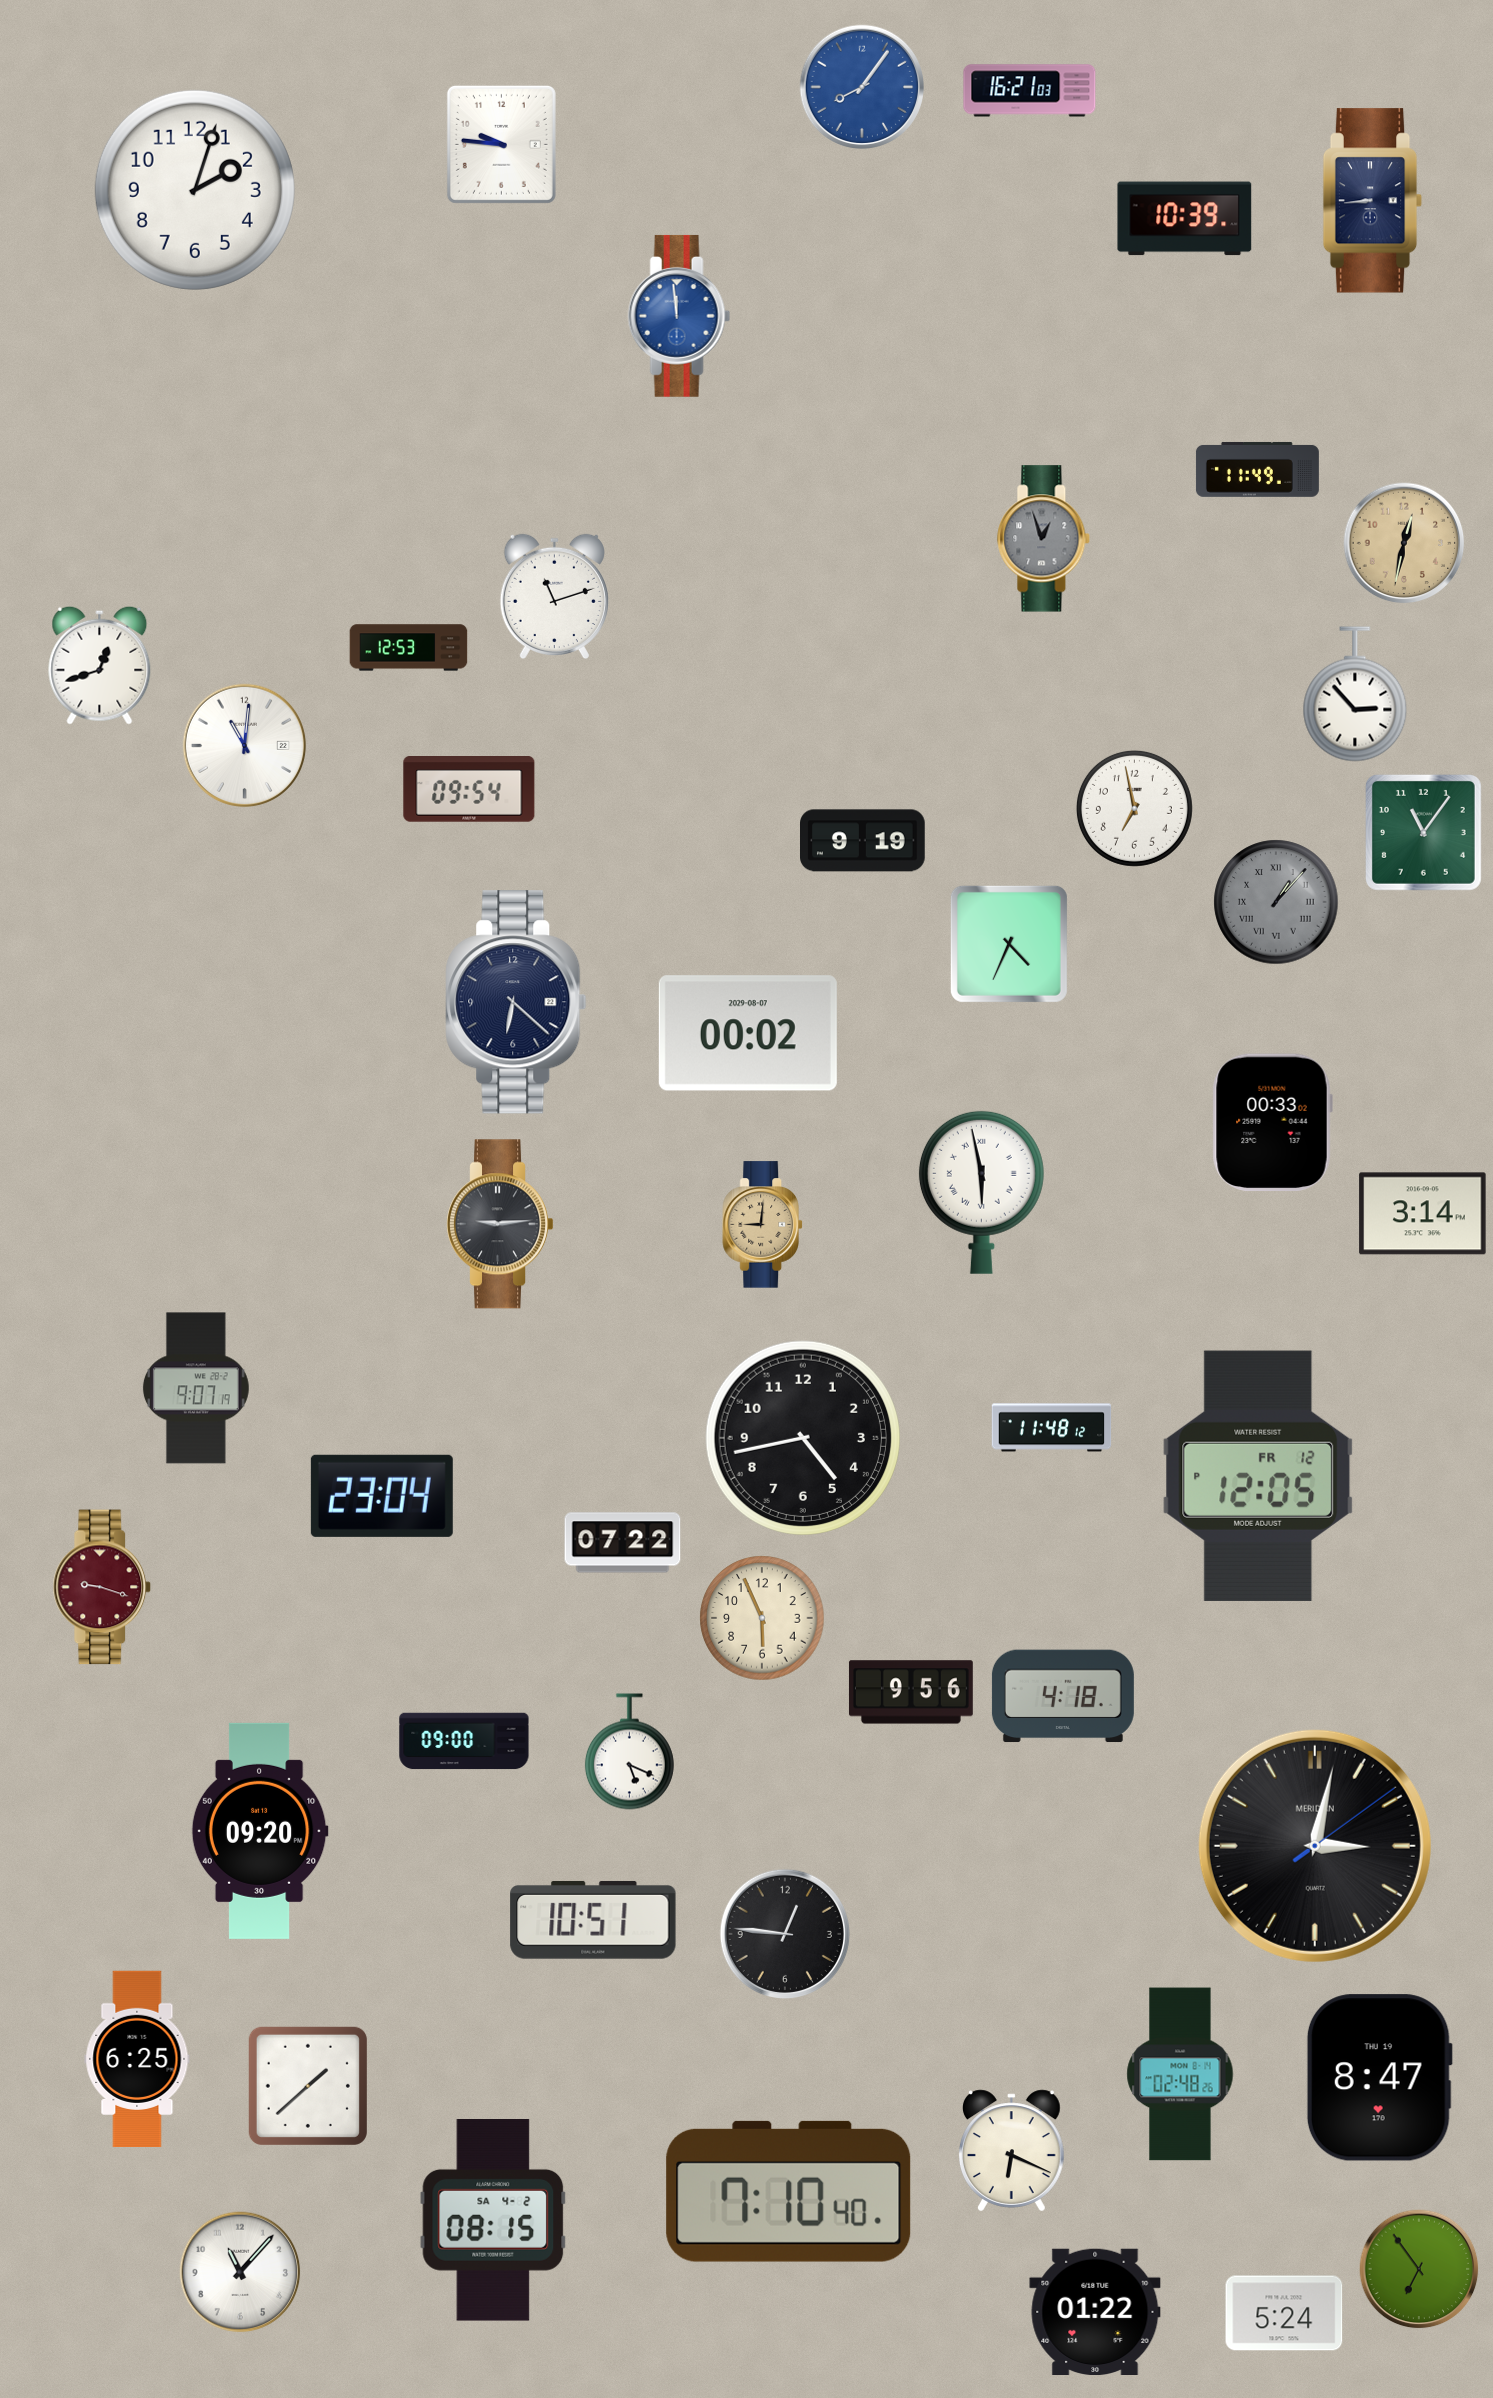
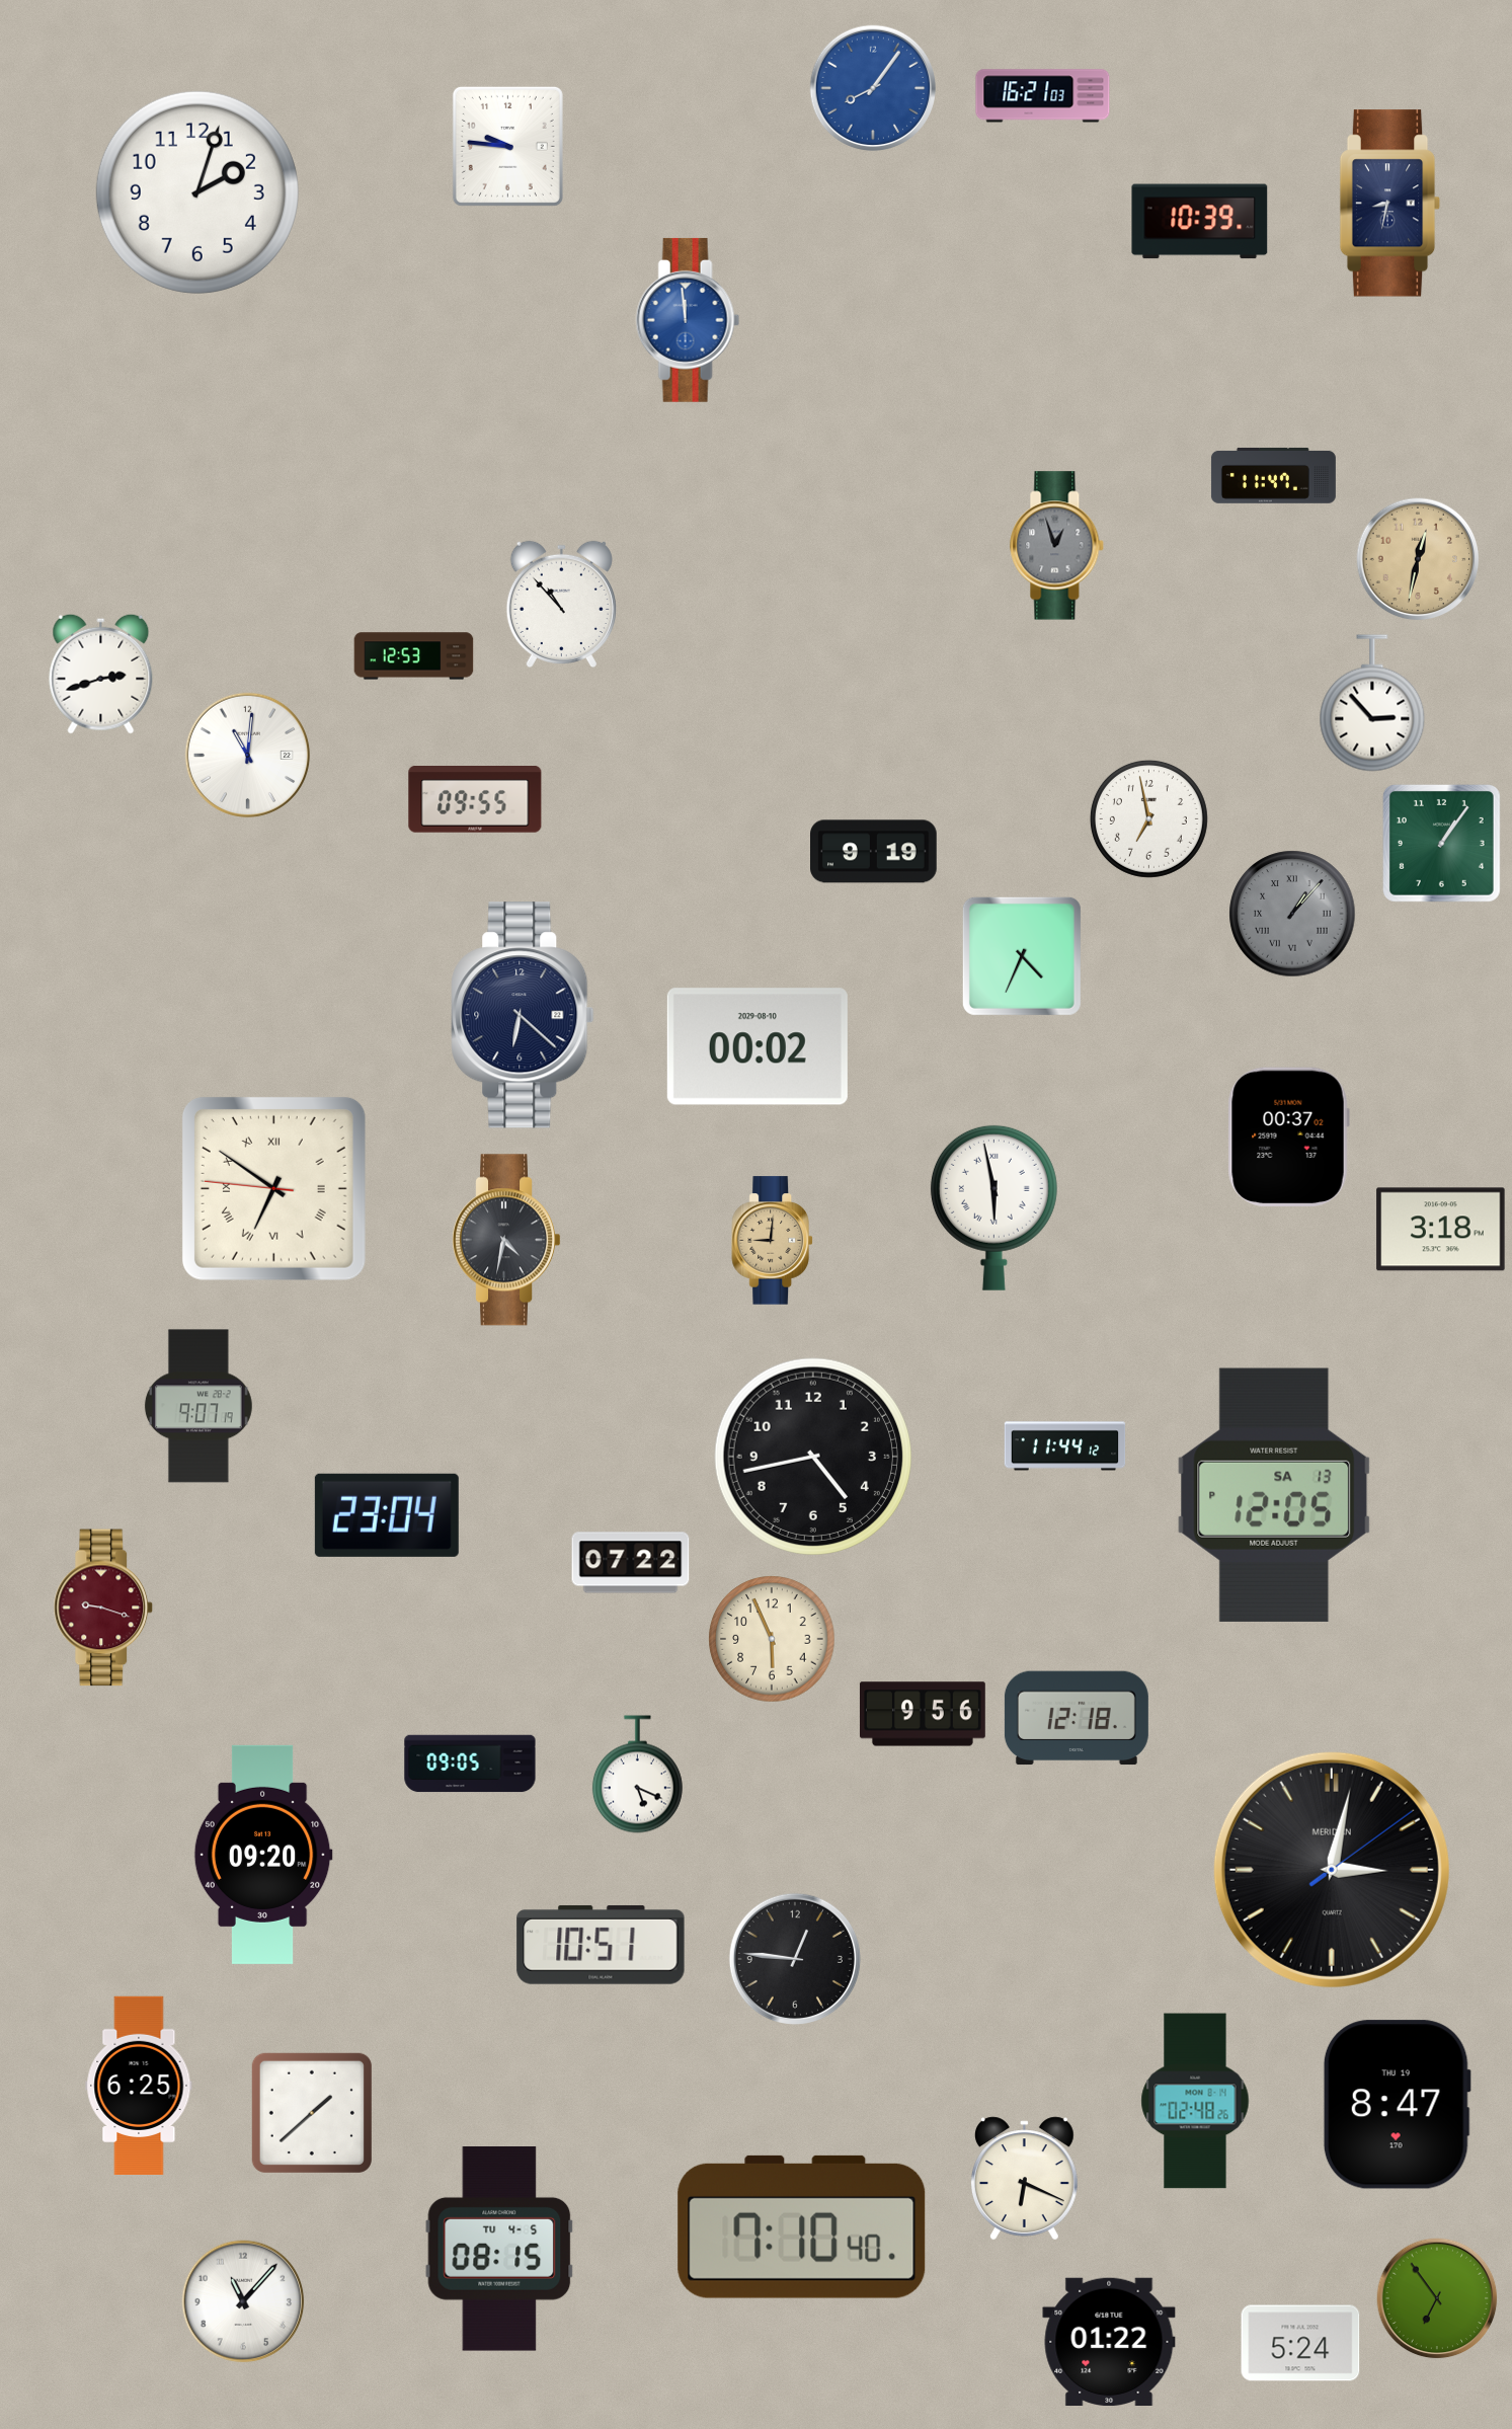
clock at (1030, 91) position: (1030, 91) -> (1043, 96)
clock at (1373, 201): 8:44 -> 8:32
clock at (1257, 469): 11:49 -> 11:47
clock at (1404, 543) position: (1404, 543) -> (1418, 559)
clock at (554, 597): 11:12 -> 10:53
clock at (100, 665): 12:42 -> 2:42
clock at (469, 789): 09:54 -> 09:55
clock at (1423, 832): 11:06 -> 1:06
clock at (748, 1033) date: 2029-08-07 -> 2029-08-10
clock at (1272, 1123): 00:33 -> 00:37
clock at (273, 1188): none -> 6:50
clock at (1423, 1214): 3:14 -> 3:18
clock at (500, 1224): 9:14 -> 4:32
clock at (1052, 1428): 11:48 -> 11:44
clock at (1258, 1476) date: FR 12 -> SA 13
clock at (1063, 1696): 4:18 -> 12:18
clock at (464, 1741): 09:00 -> 09:05
clock at (789, 2191) position: (789, 2191) -> (802, 2226)
clock at (493, 2221) date: SA 4-2 -> TU 4-5
